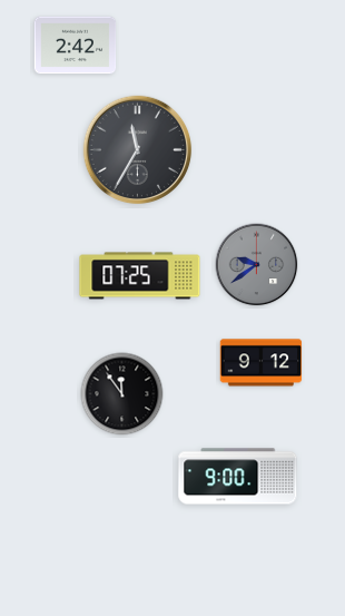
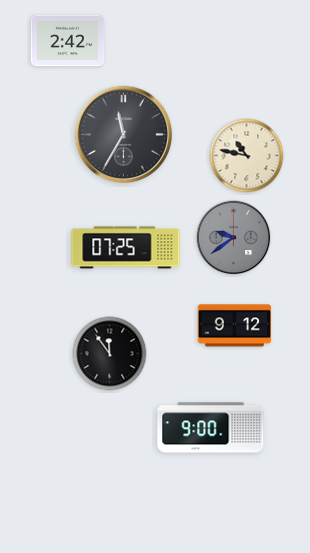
clock at (247, 156): none -> 10:47
clock at (257, 265) position: (257, 265) -> (234, 238)
clock at (238, 477) position: (238, 477) -> (211, 428)
